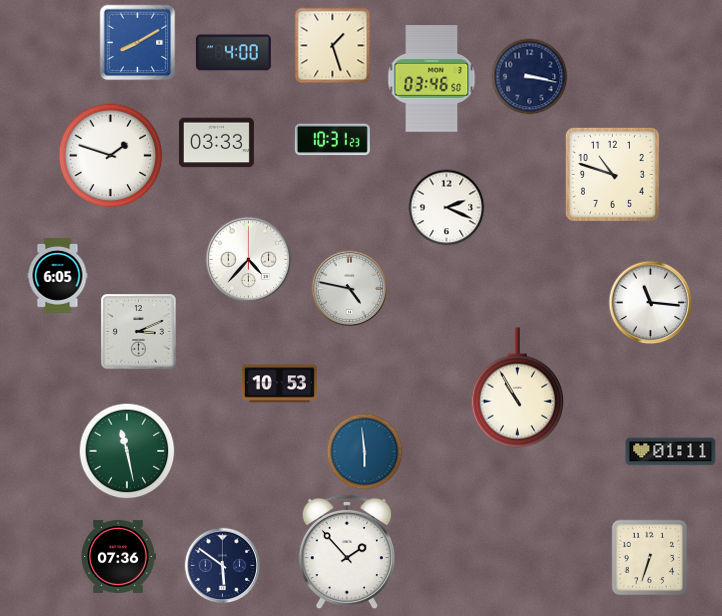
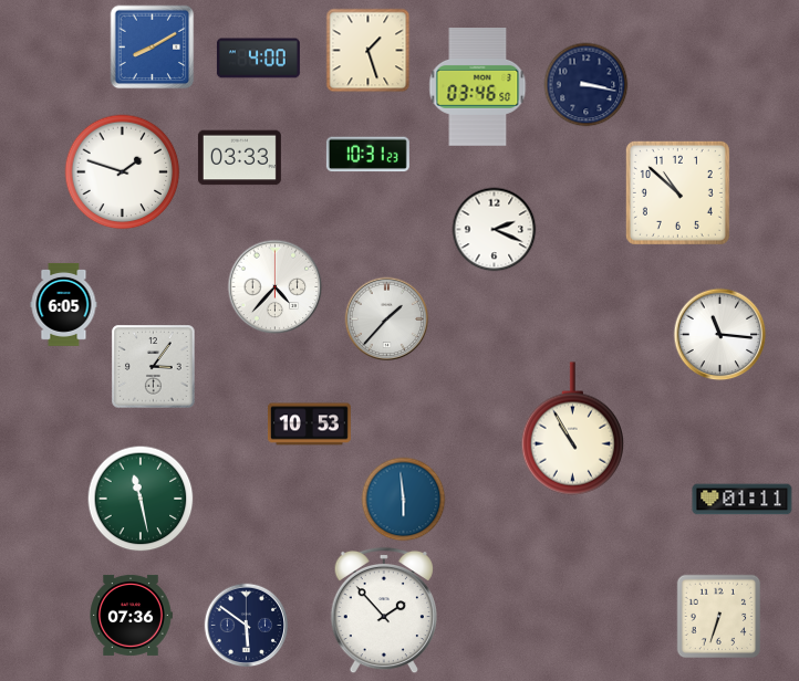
clock at (612, 174): 10:48 -> 10:52
clock at (350, 289): 4:47 -> 1:37
clock at (139, 332): 3:11 -> 3:06
